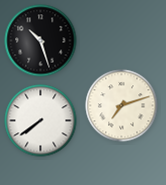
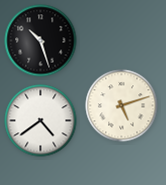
clock at (122, 106): 7:12 -> 5:12
clock at (41, 121): 7:39 -> 4:39
